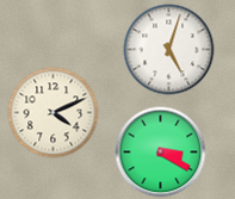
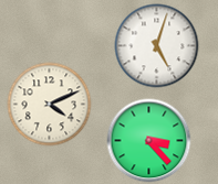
clock at (161, 153): 3:20 -> 3:23
